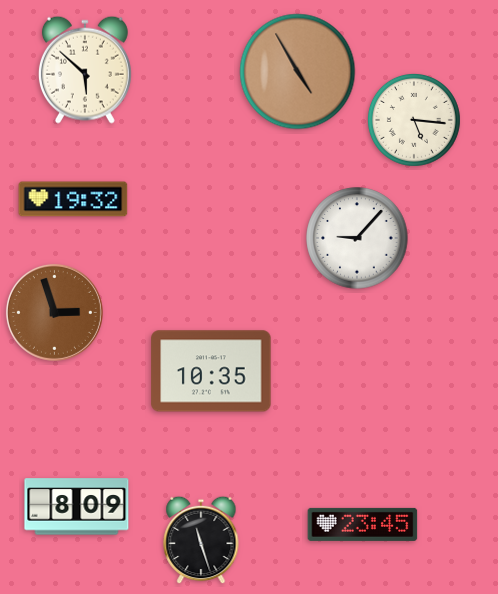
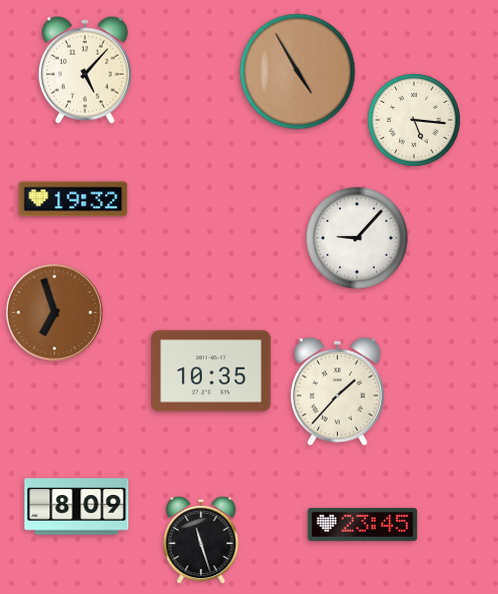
clock at (85, 70): 5:52 -> 5:07
clock at (54, 312): 2:57 -> 6:57
clock at (337, 391): none -> 1:37
